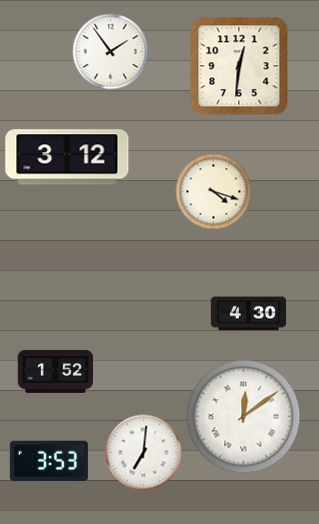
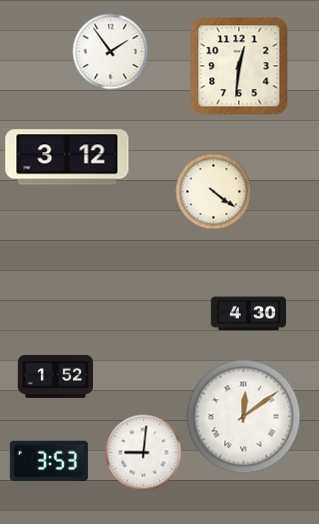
clock at (214, 192): 4:18 -> 4:21
clock at (56, 371) position: (56, 371) -> (56, 376)
clock at (144, 453): 7:01 -> 9:01
